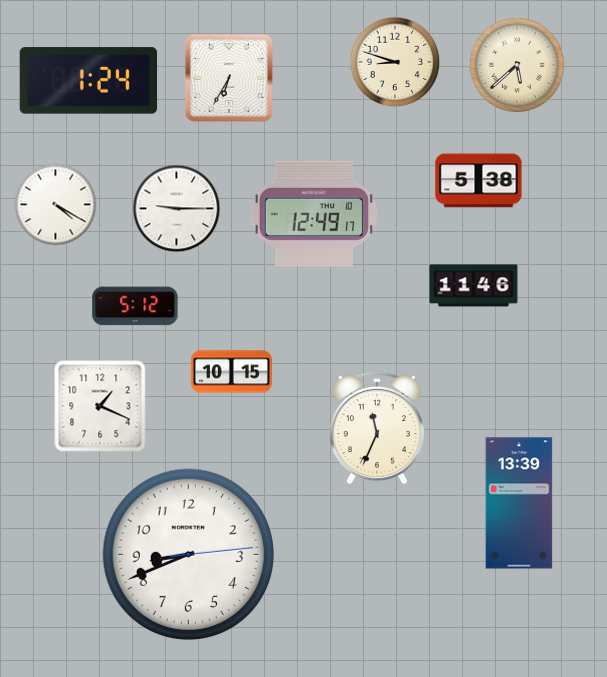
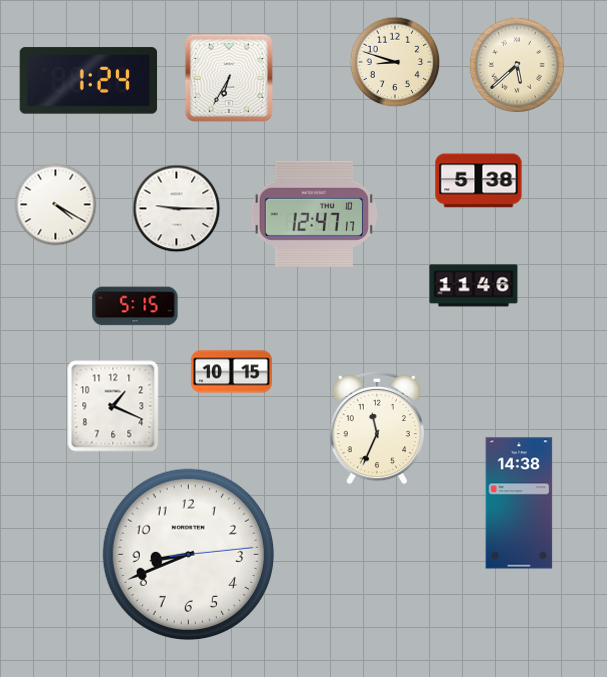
clock at (313, 214): 12:49 -> 12:47
clock at (135, 306): 5:12 -> 5:15
clock at (100, 406) position: (100, 406) -> (113, 406)
clock at (519, 503): 13:39 -> 14:38
